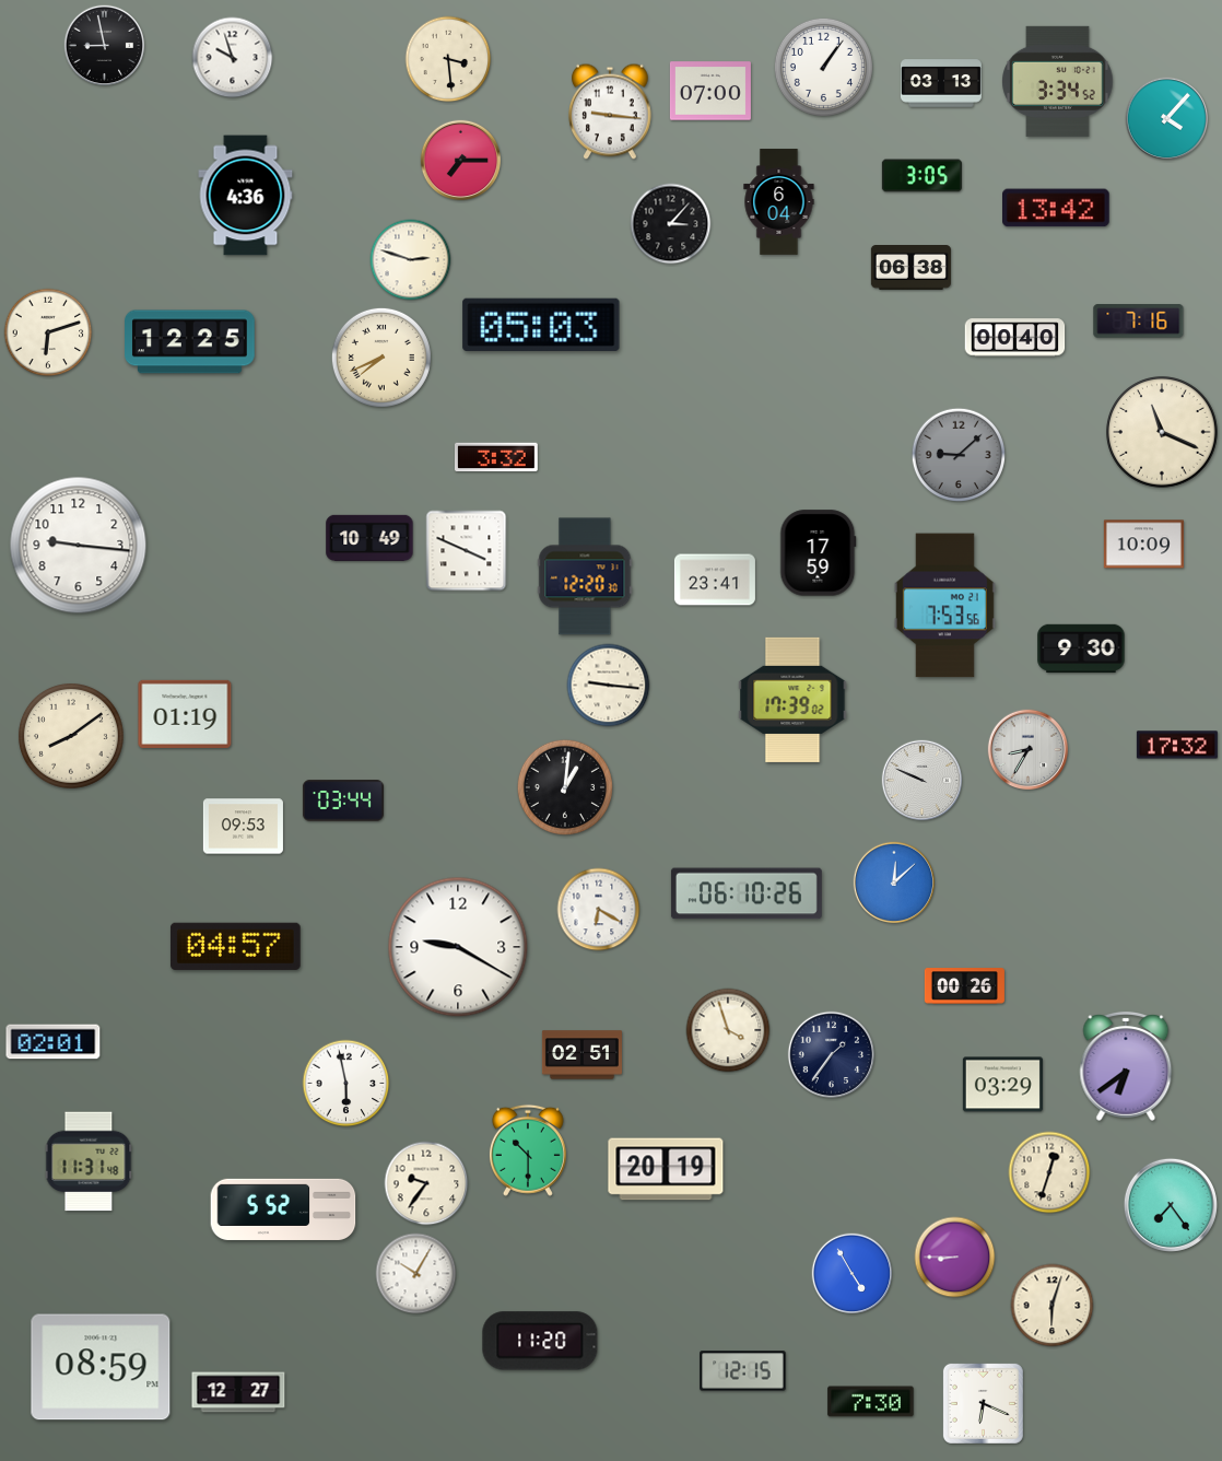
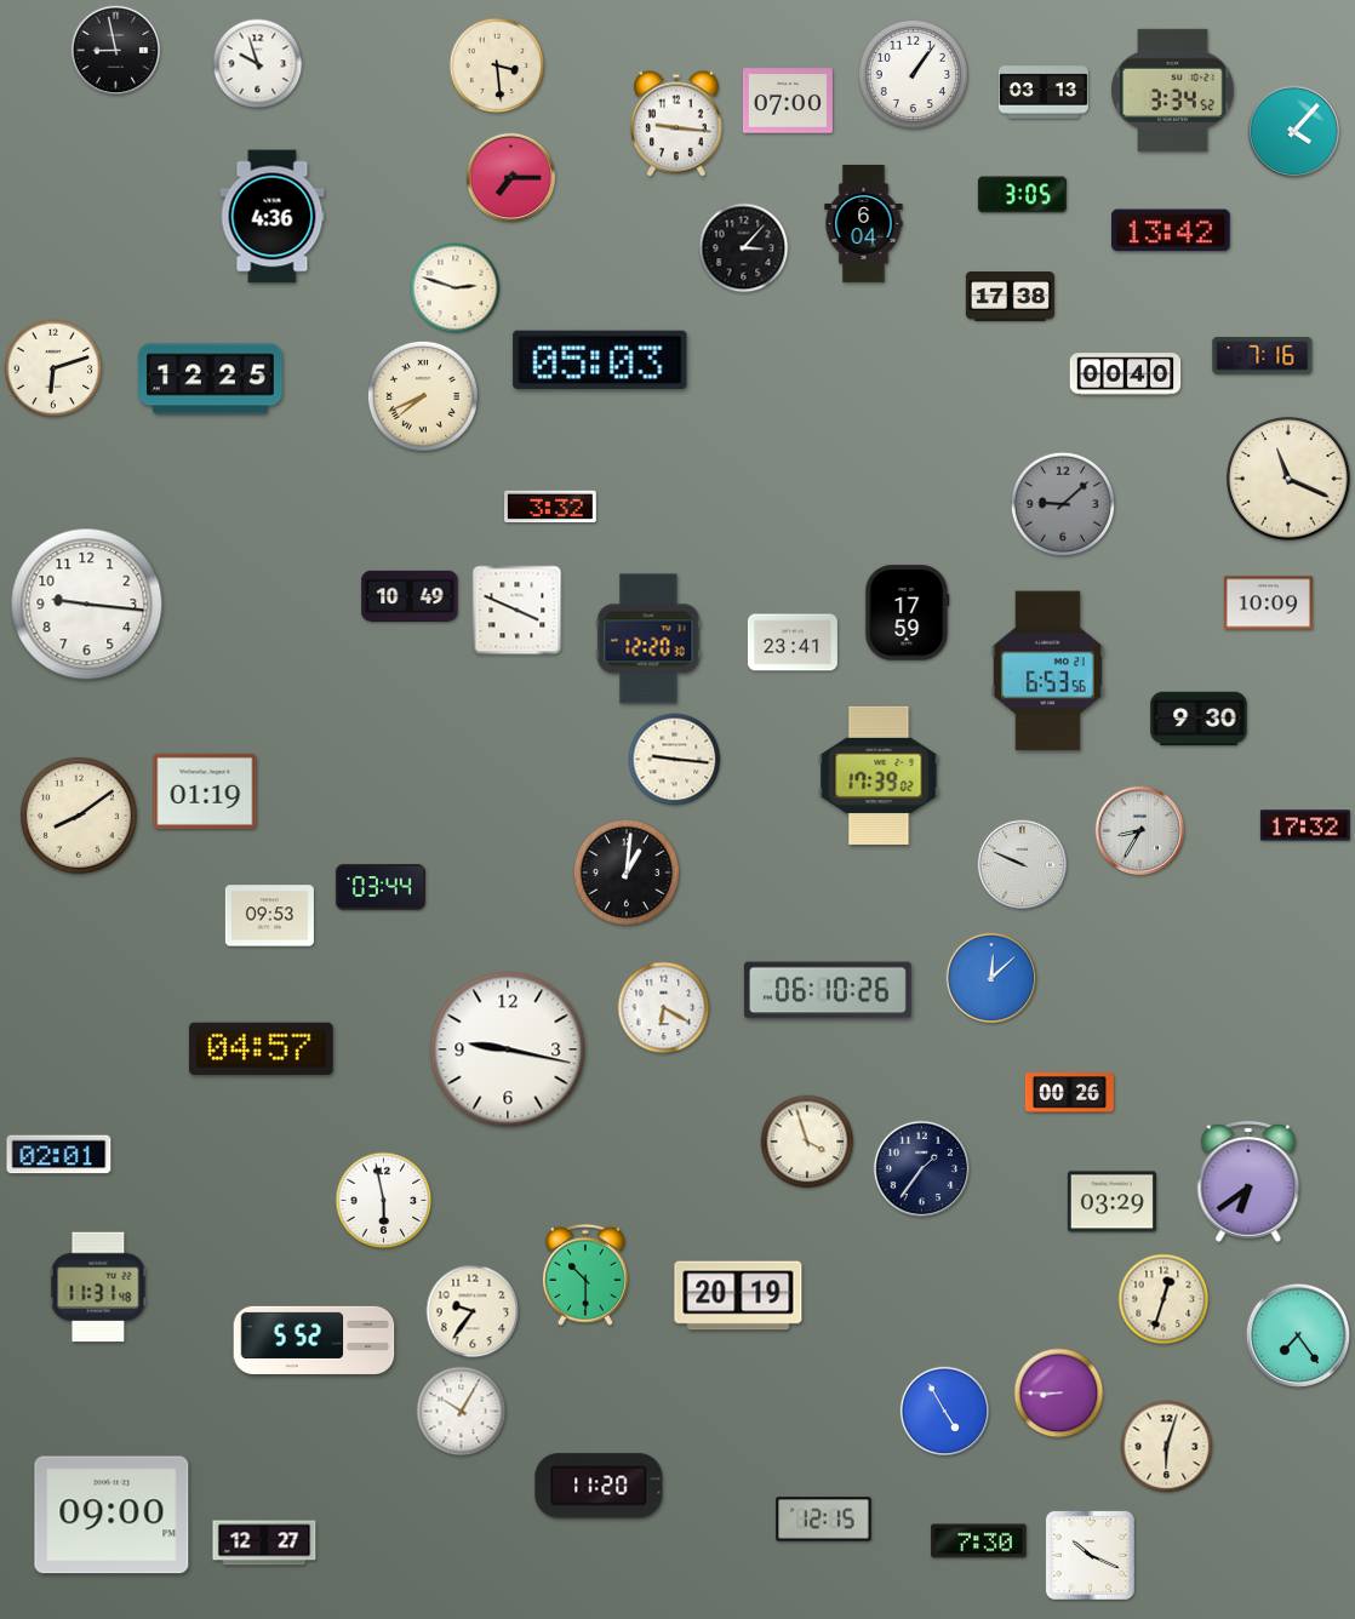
clock at (910, 268): 06:38 -> 17:38
clock at (944, 606): 7:53 -> 6:53
clock at (458, 947): 9:20 -> 9:17
clock at (581, 1055): 02:51 -> none
clock at (101, 1367): 08:59 -> 09:00
clock at (871, 1402) position: (871, 1402) -> (979, 1541)
clock at (983, 1403): 6:19 -> 10:19
